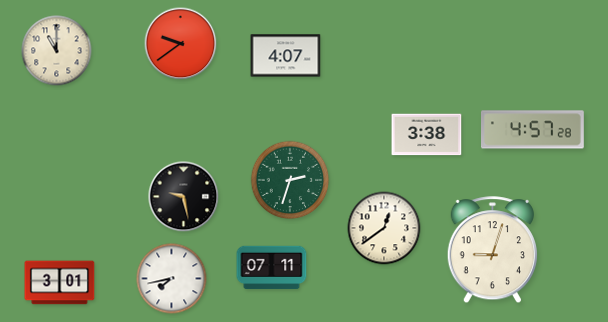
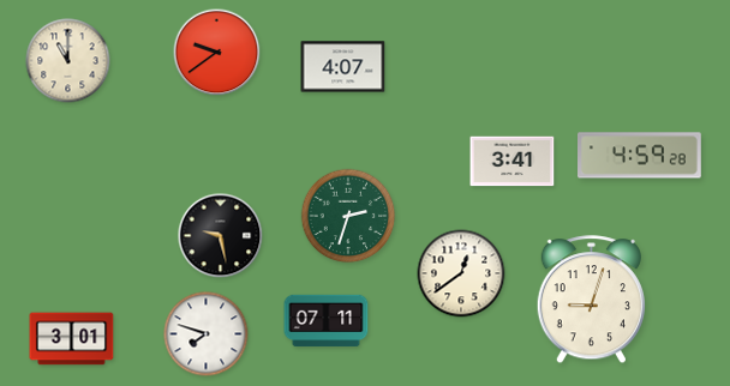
clock at (533, 130): 4:57 -> 4:59
clock at (427, 135): 3:38 -> 3:41
clock at (172, 279): 7:43 -> 7:48
